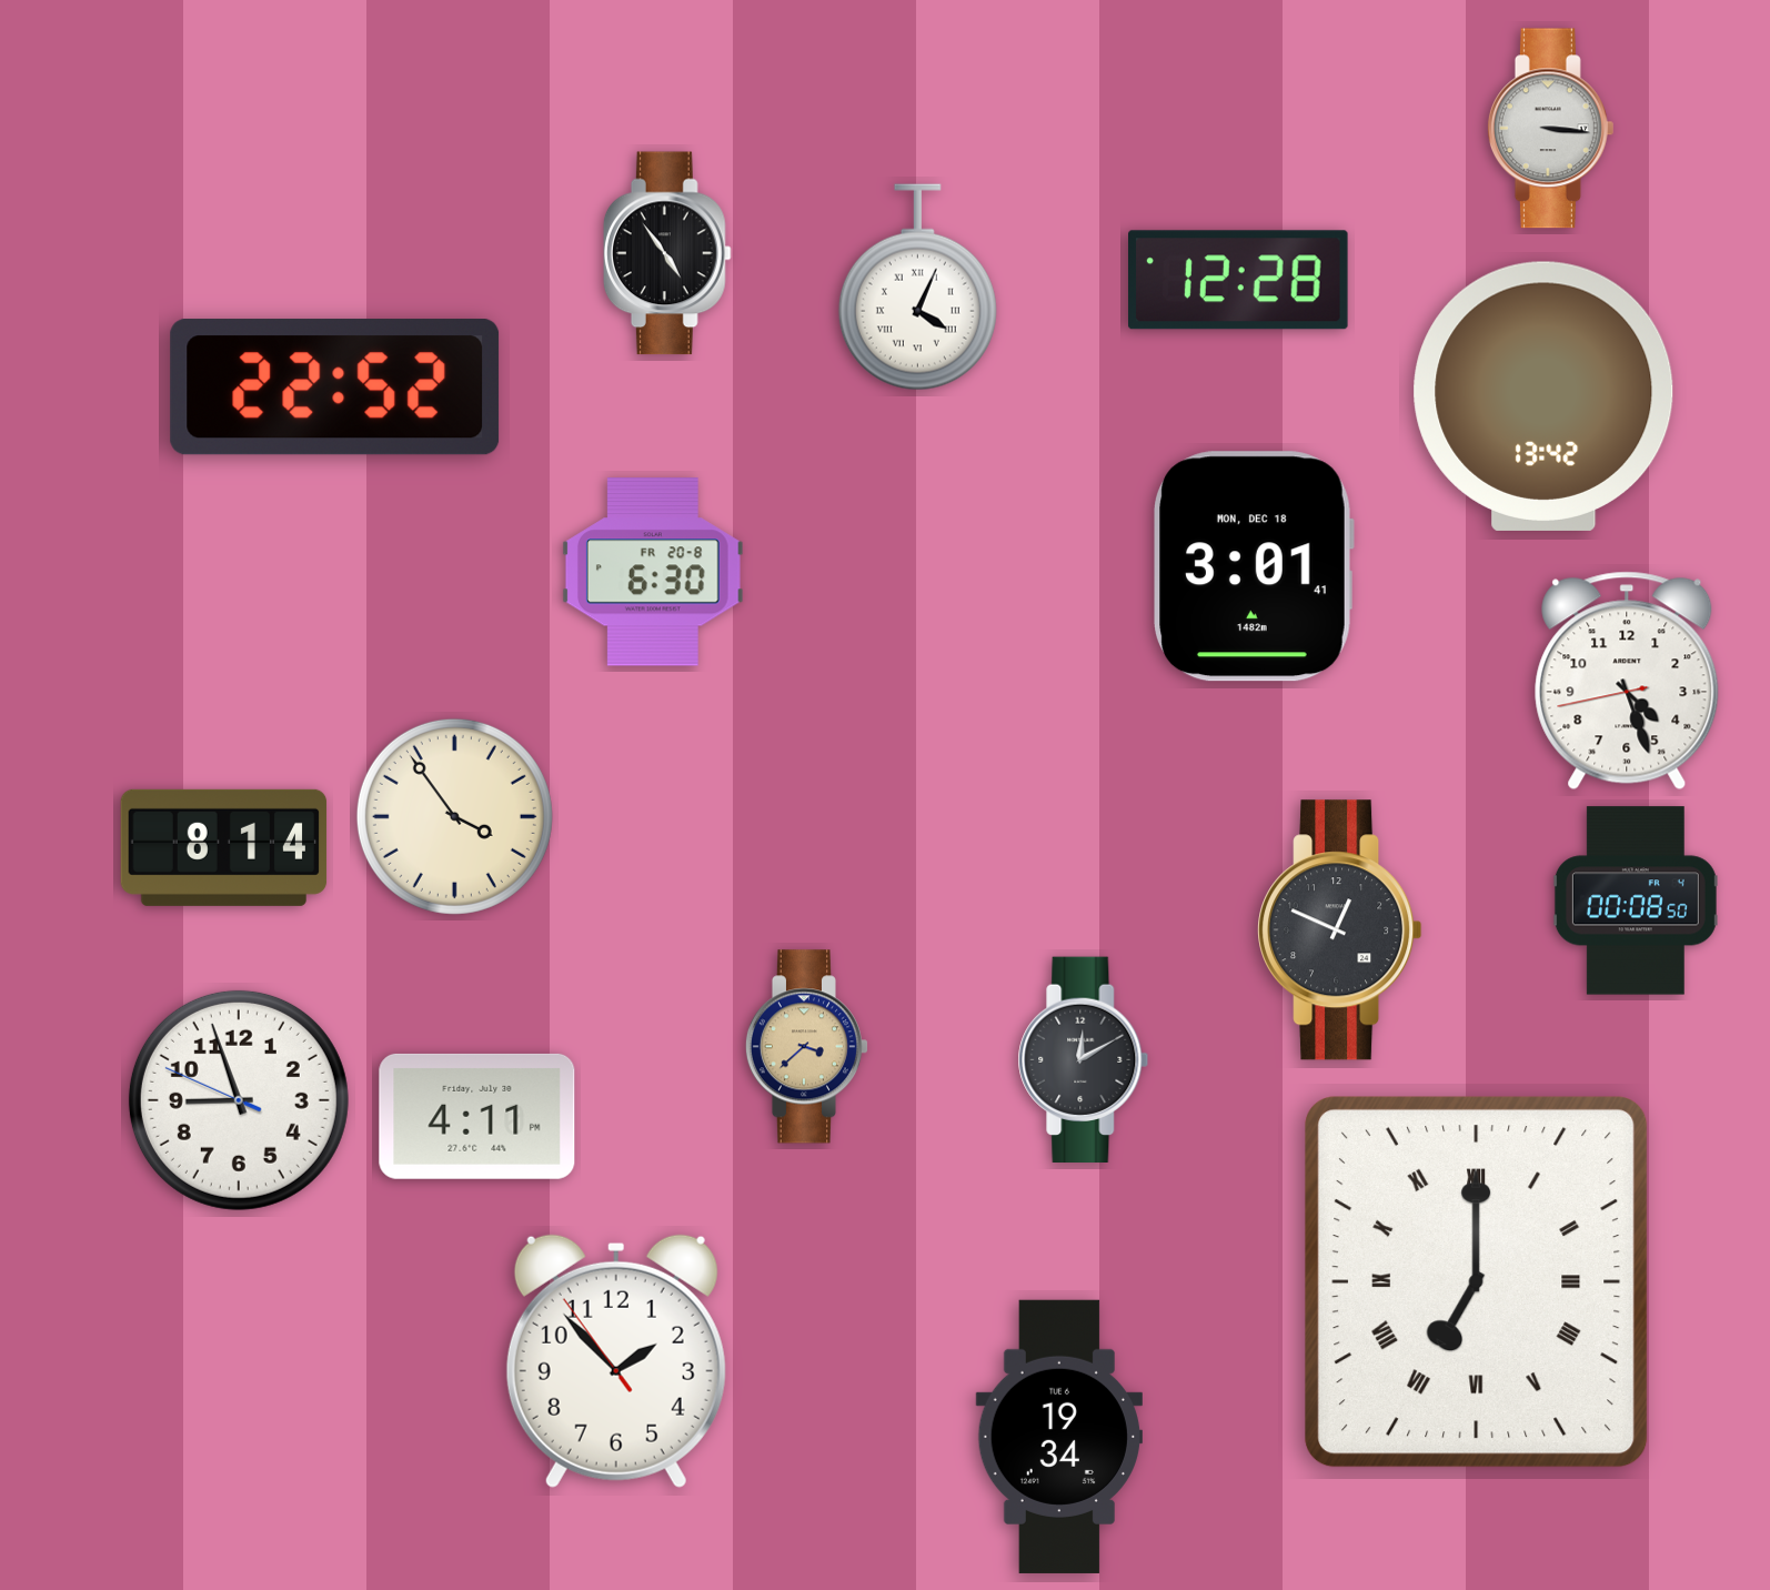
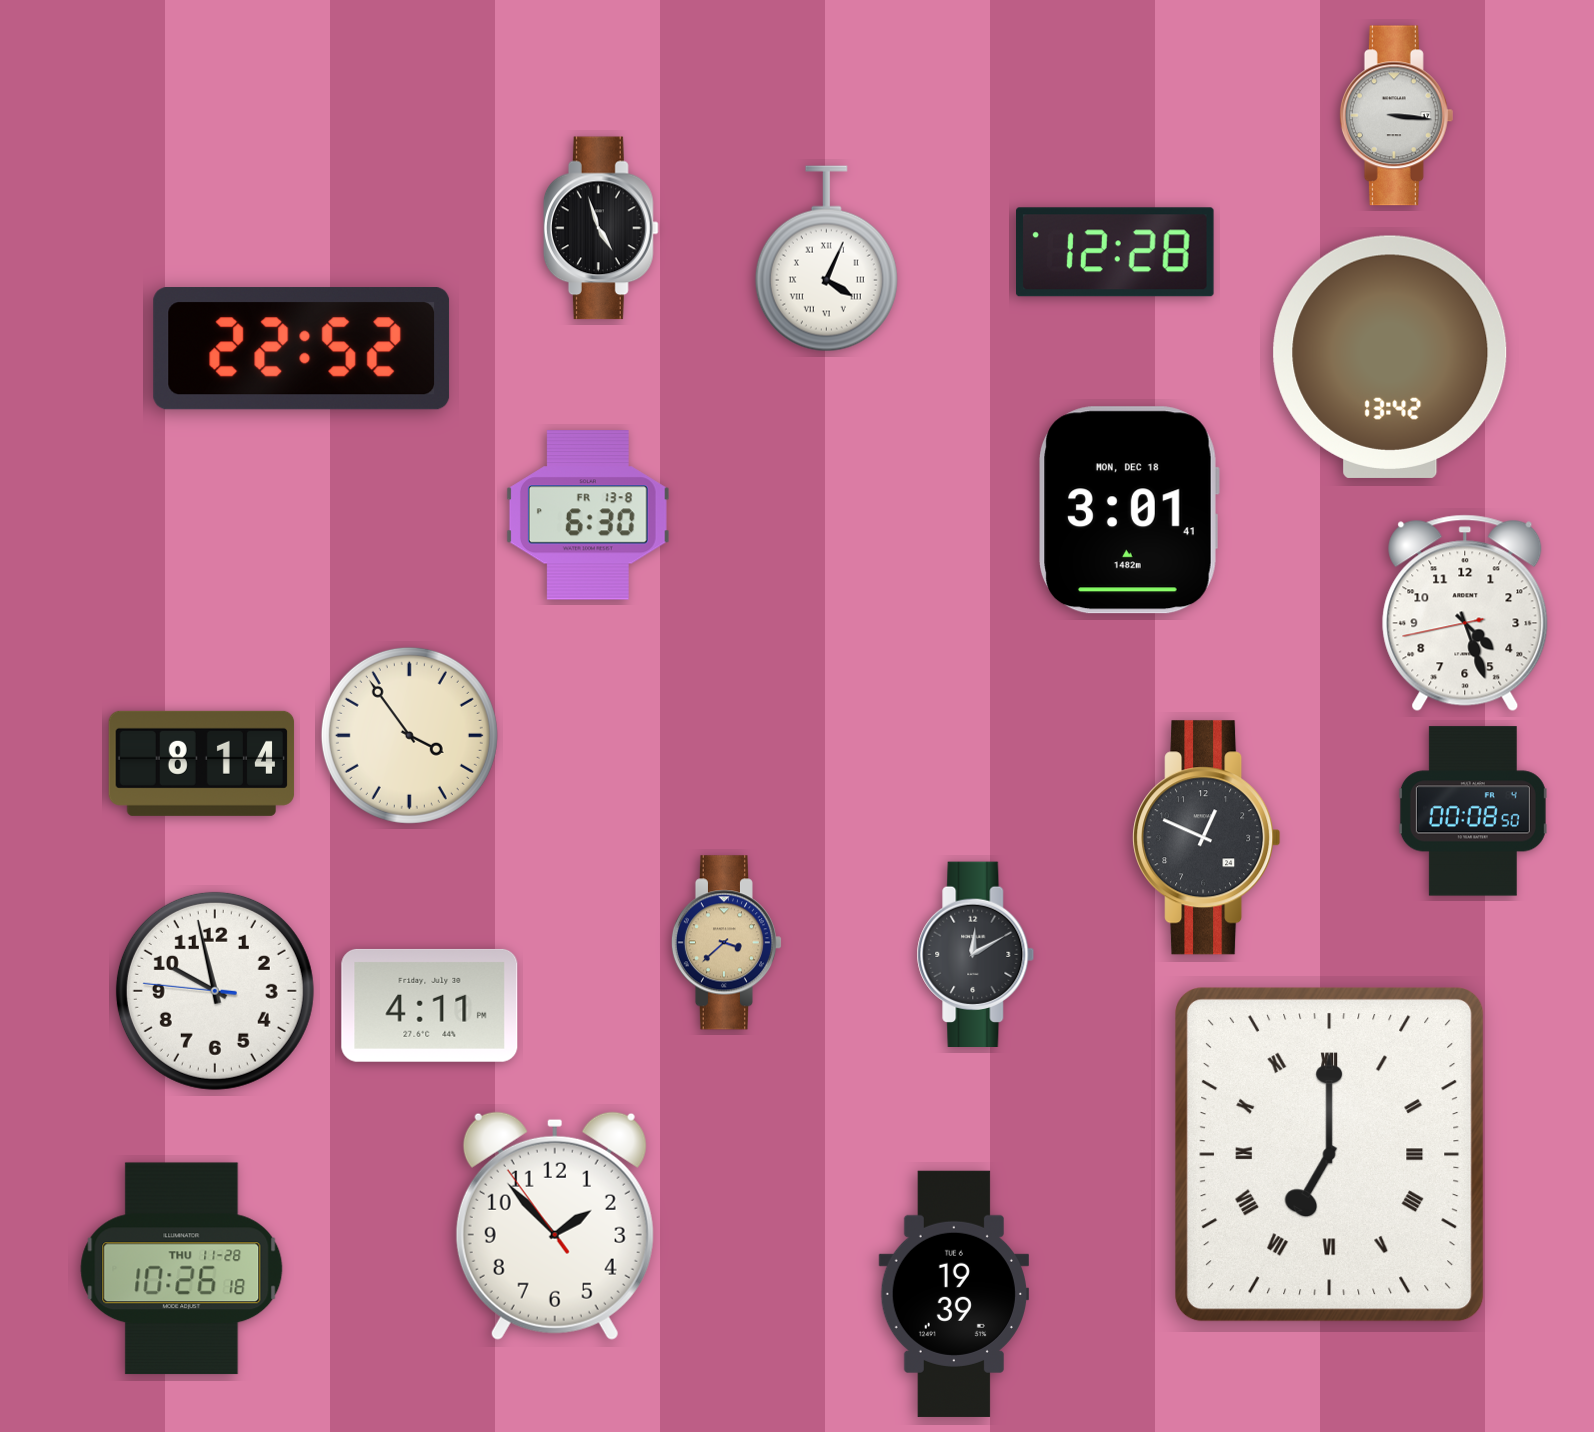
clock at (667, 253): 4:54 -> 4:57
clock at (653, 572) date: FR 20-8 -> FR 13-8
clock at (239, 1100): 8:56 -> 9:57
clock at (182, 1269): none -> 10:26
clock at (1059, 1437): 19:34 -> 19:39
